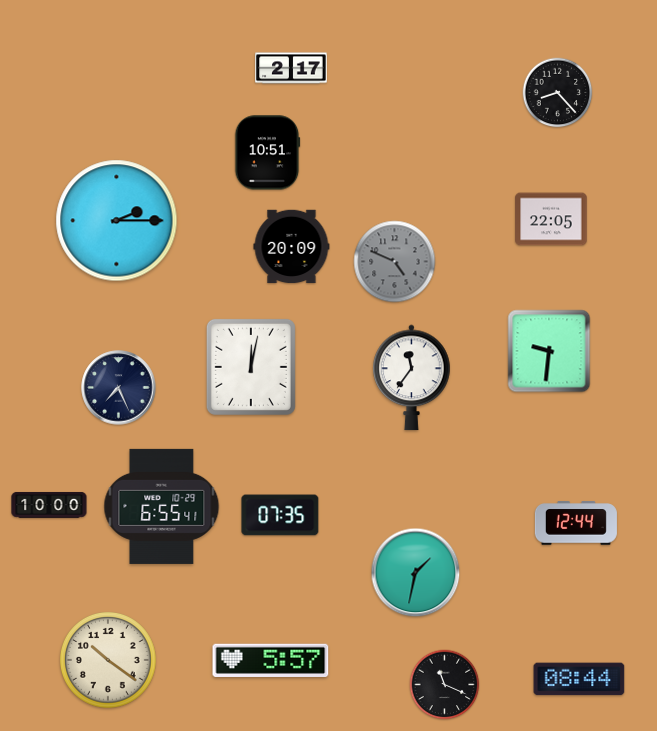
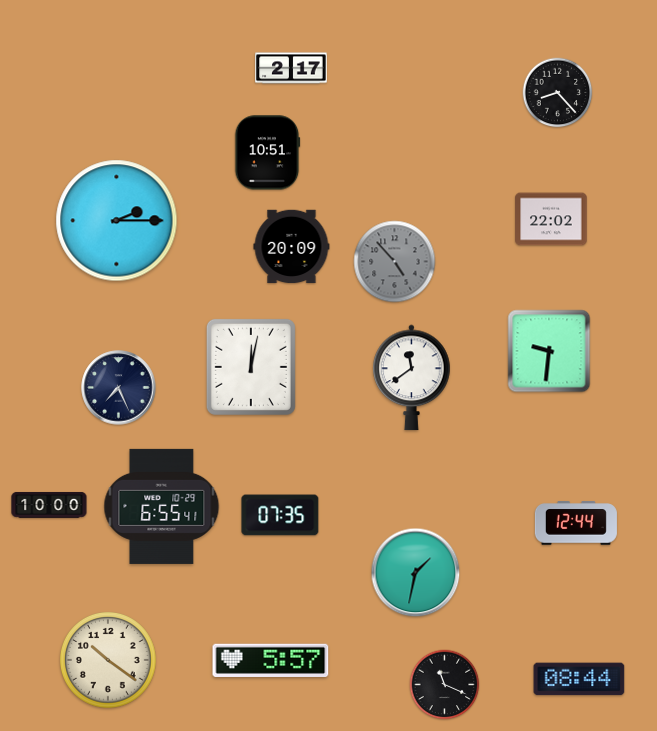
clock at (551, 219): 22:05 -> 22:02
clock at (395, 262): 4:49 -> 4:53
clock at (412, 378): 11:36 -> 11:39
